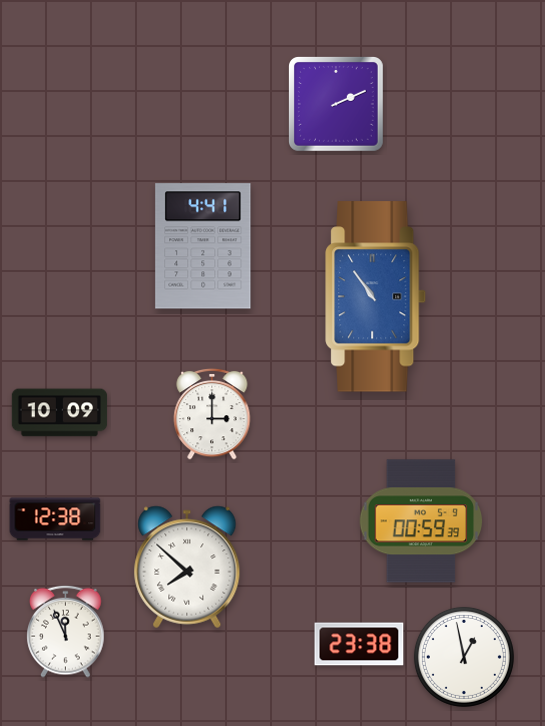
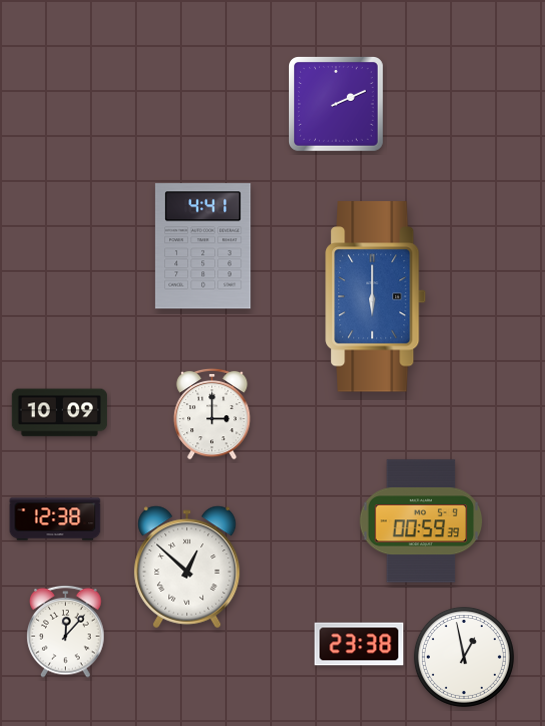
clock at (376, 297): 10:54 -> 6:00
clock at (187, 567): 7:52 -> 12:52
clock at (66, 631): 11:56 -> 12:07
